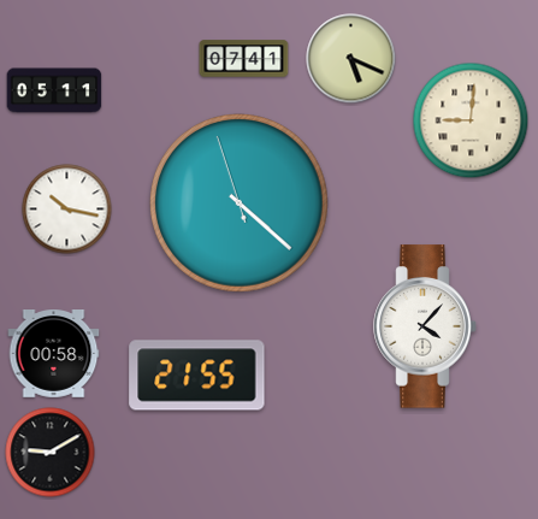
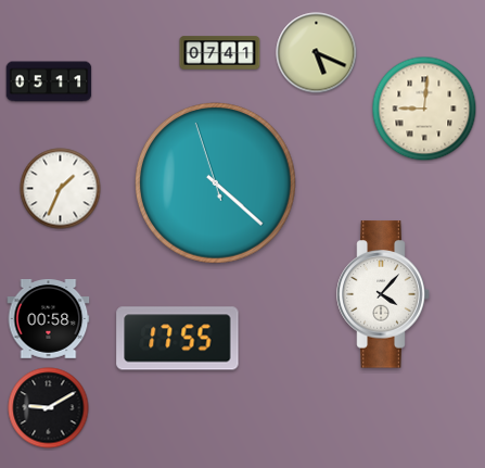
clock at (67, 210): 10:17 -> 1:34
clock at (197, 376): 21:55 -> 17:55
clock at (51, 453) position: (51, 453) -> (49, 408)
